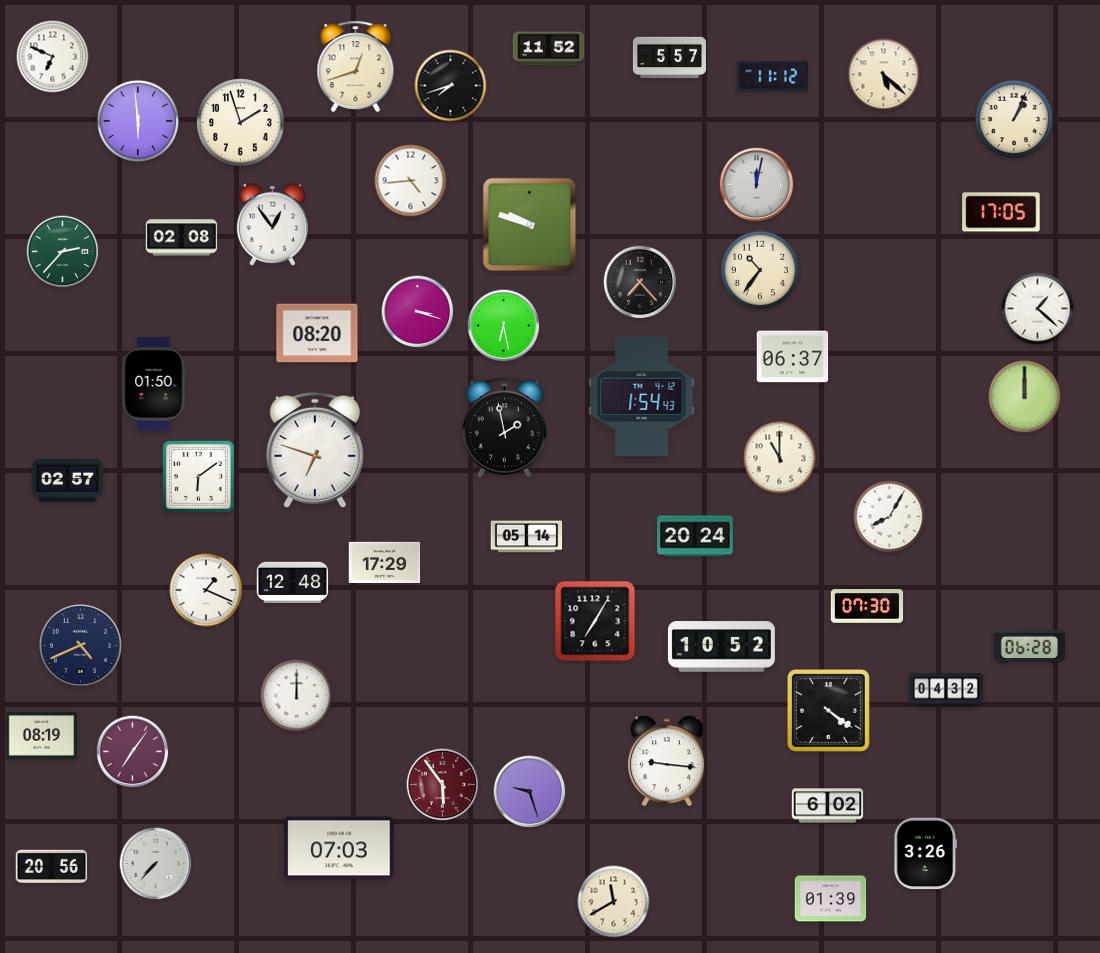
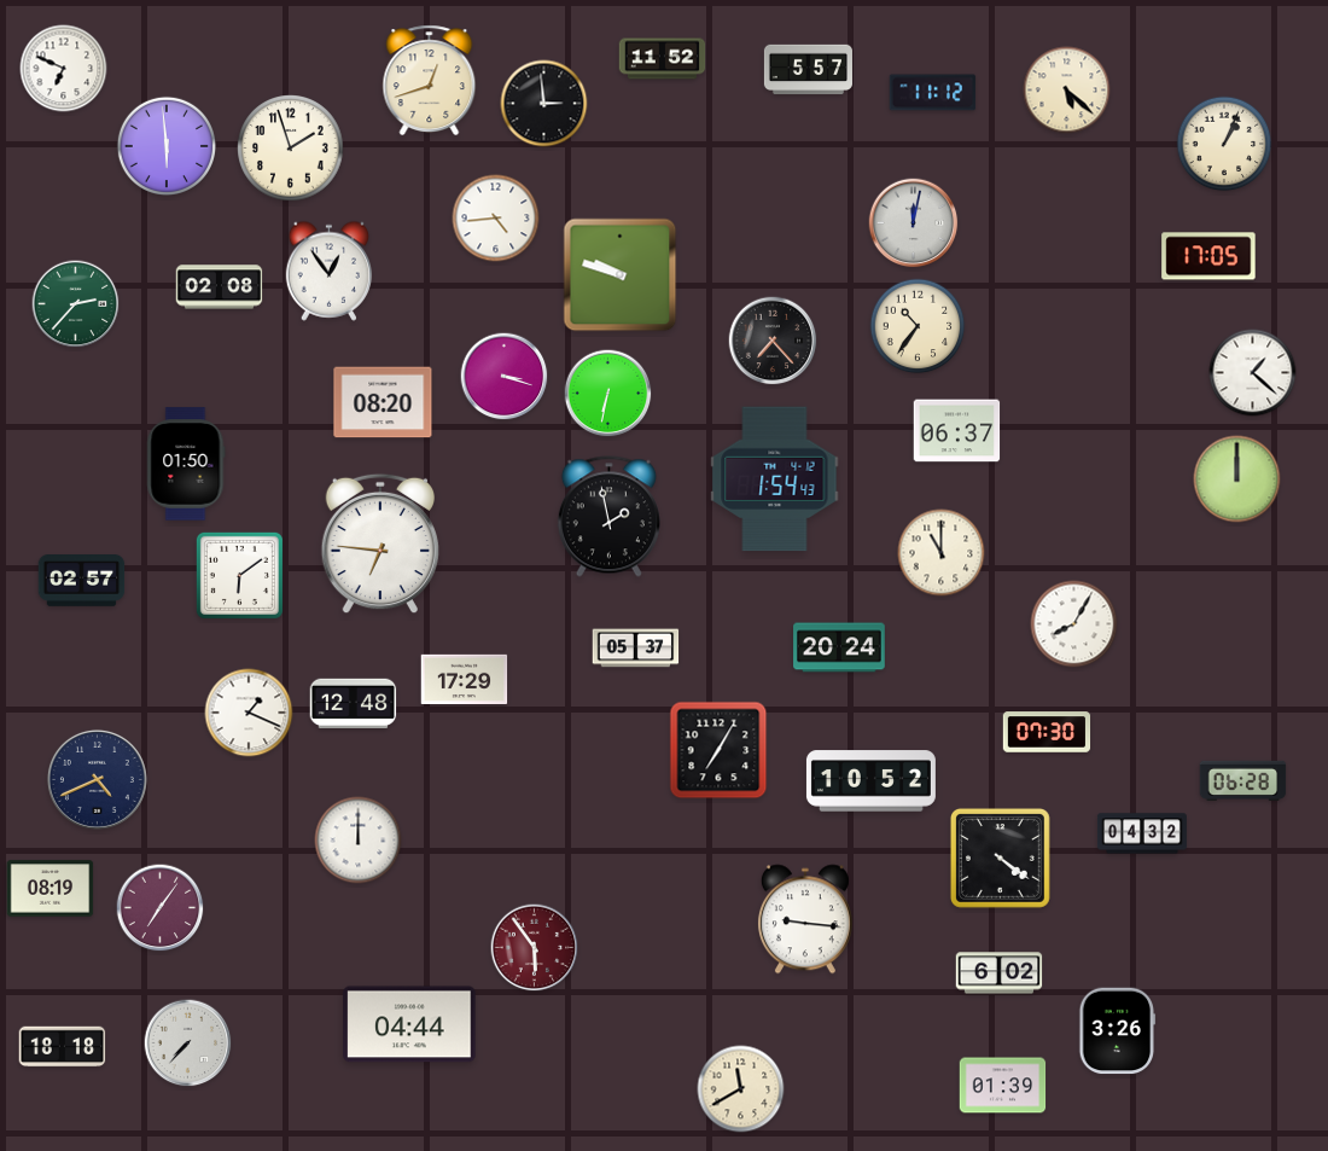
clock at (451, 86): 7:42 -> 2:59
clock at (530, 225) position: (530, 225) -> (621, 275)
clock at (504, 326): 6:28 -> 6:32
clock at (314, 450): 6:48 -> 6:46
clock at (527, 537): 05:14 -> 05:37
clock at (530, 792): 9:27 -> none
clock at (339, 848): 07:03 -> 04:44
clock at (52, 867): 20:56 -> 18:18
